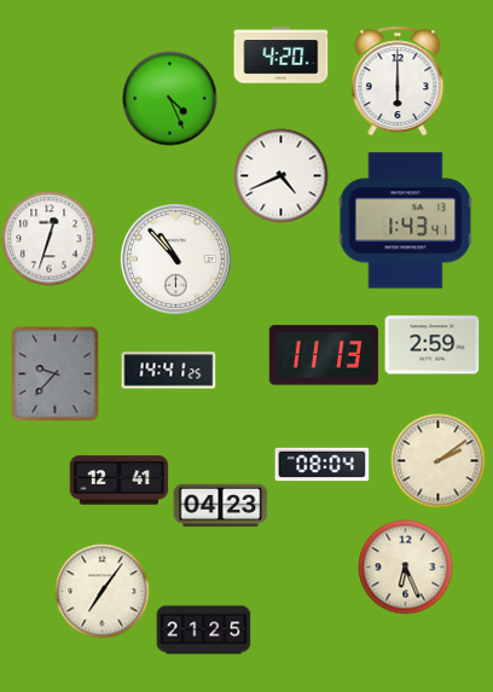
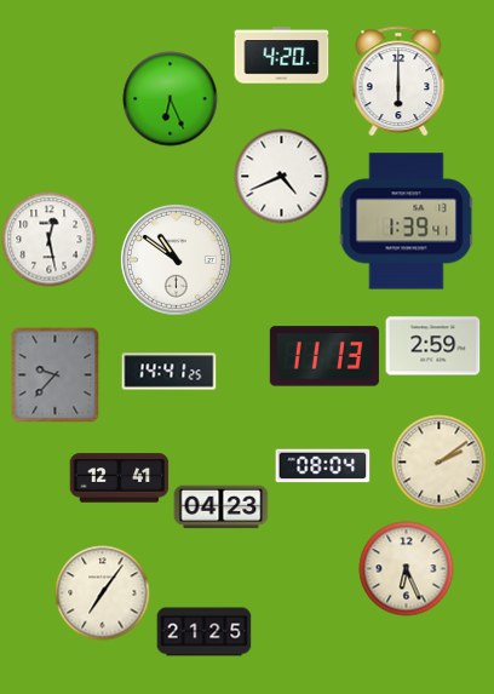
clock at (169, 98): 4:26 -> 6:26
clock at (406, 221): 1:43 -> 1:39
clock at (48, 238): 12:33 -> 12:28
clock at (176, 260): 10:53 -> 10:51
clock at (118, 481) position: (118, 481) -> (119, 478)
